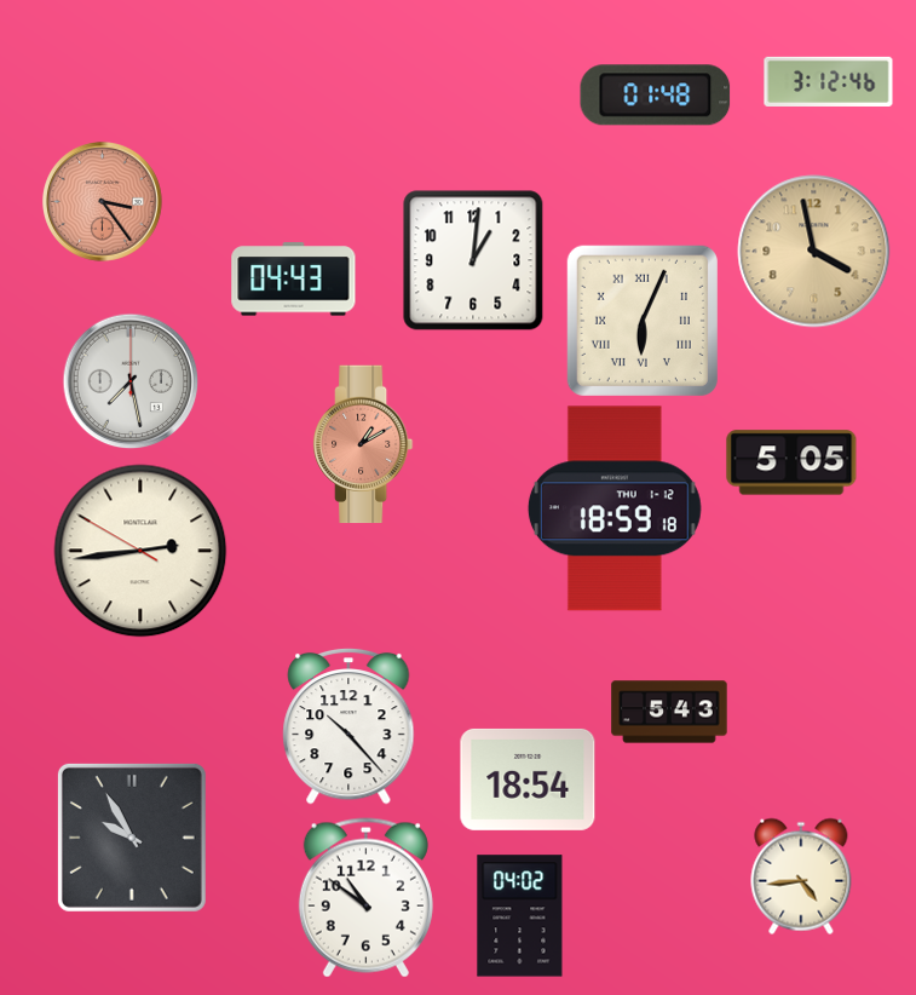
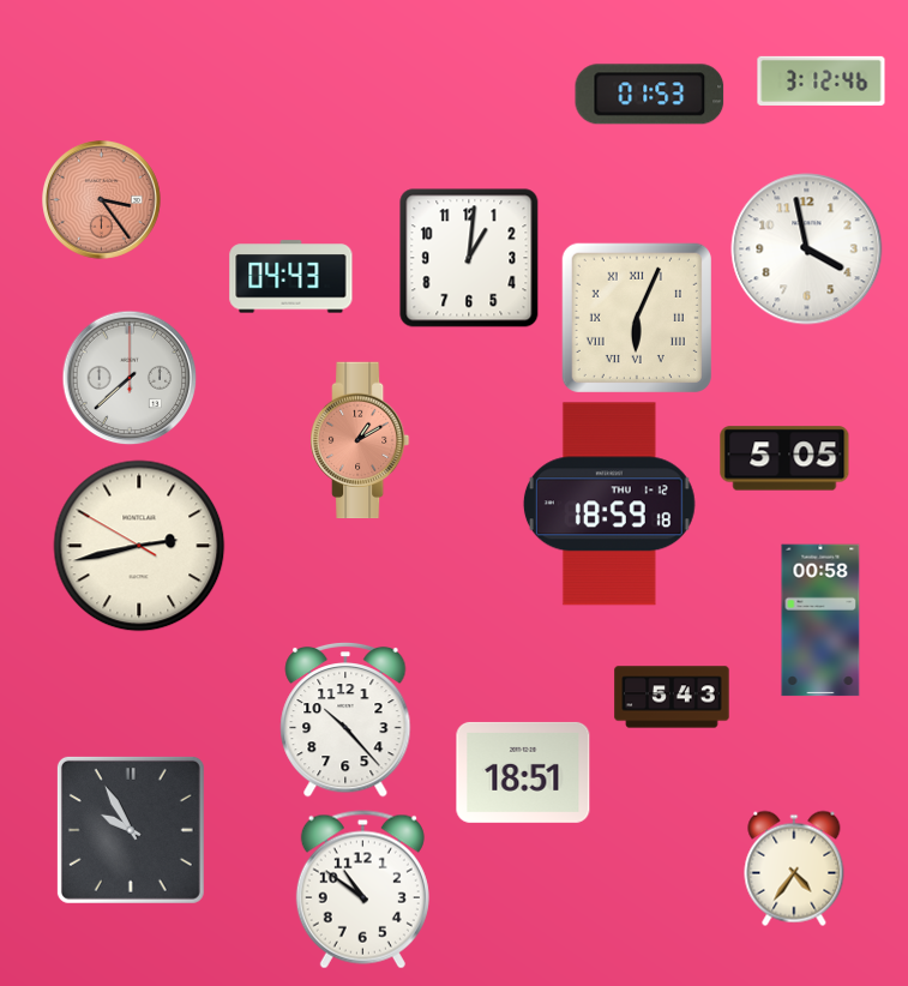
clock at (656, 96): 01:48 -> 01:53
clock at (814, 252) dial: champagne -> white
clock at (131, 381): 7:28 -> 7:38
clock at (140, 551): 2:43 -> 2:42
clock at (820, 620): none -> 00:58
clock at (669, 712) position: (669, 712) -> (672, 697)
clock at (528, 780): 18:54 -> 18:51
clock at (801, 876): 4:44 -> 4:36
clock at (520, 916): 04:02 -> none
